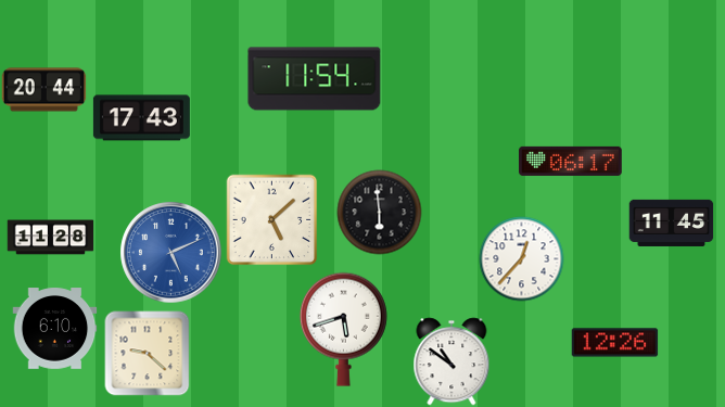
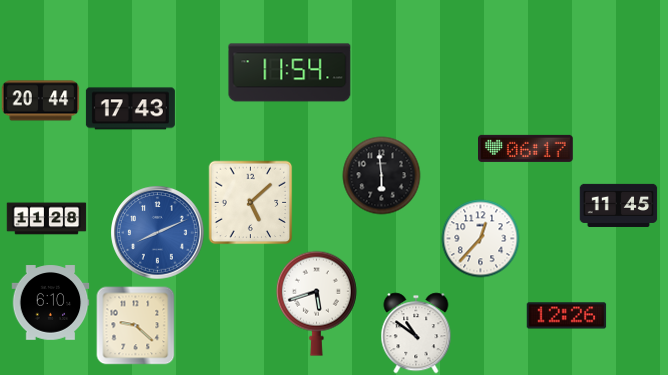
clock at (43, 90) position: (43, 90) -> (40, 101)
clock at (379, 212) position: (379, 212) -> (381, 175)
clock at (170, 252): 5:11 -> 8:11
